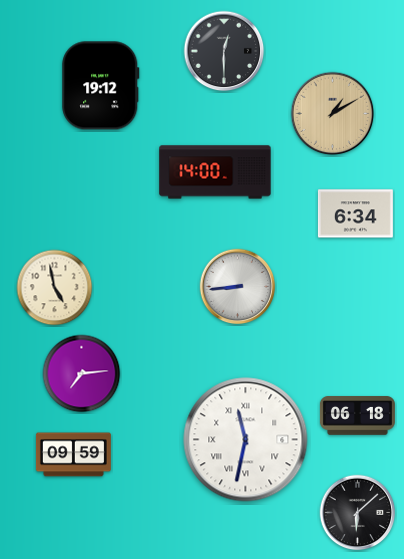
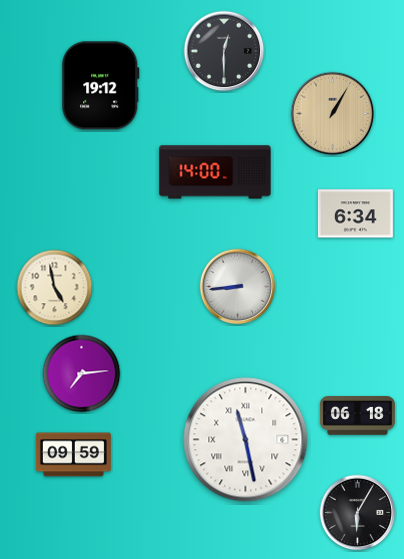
clock at (333, 114): 1:10 -> 1:05
clock at (246, 440): 11:32 -> 11:28
clock at (358, 513): 6:08 -> 6:05
